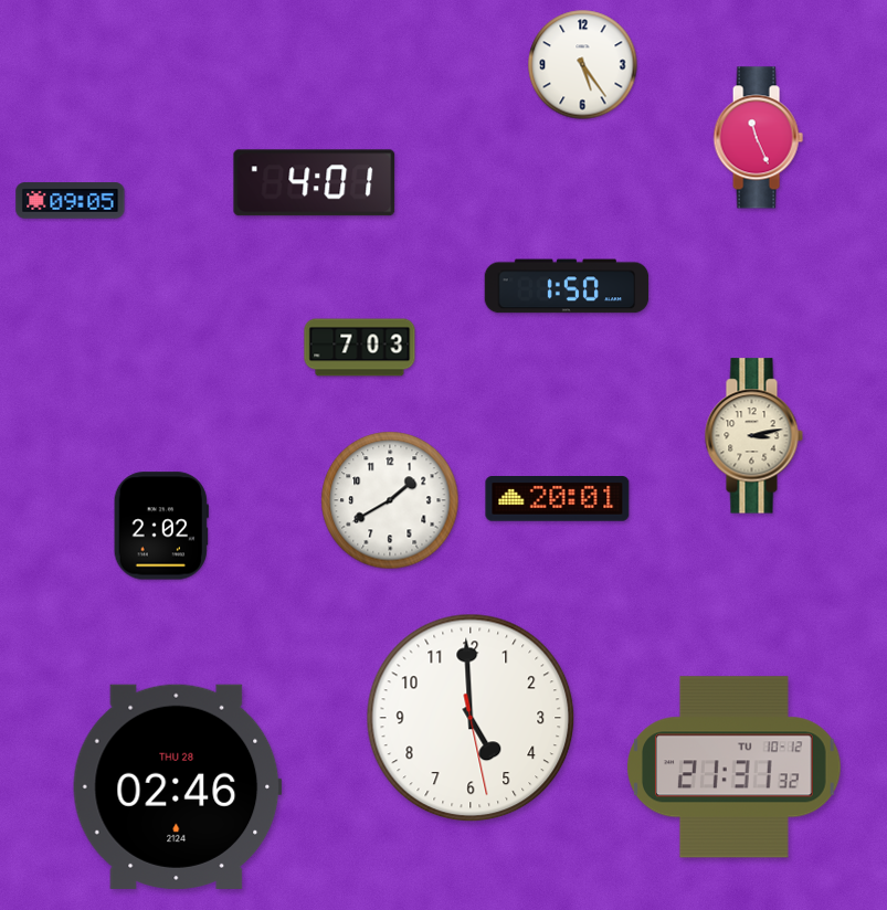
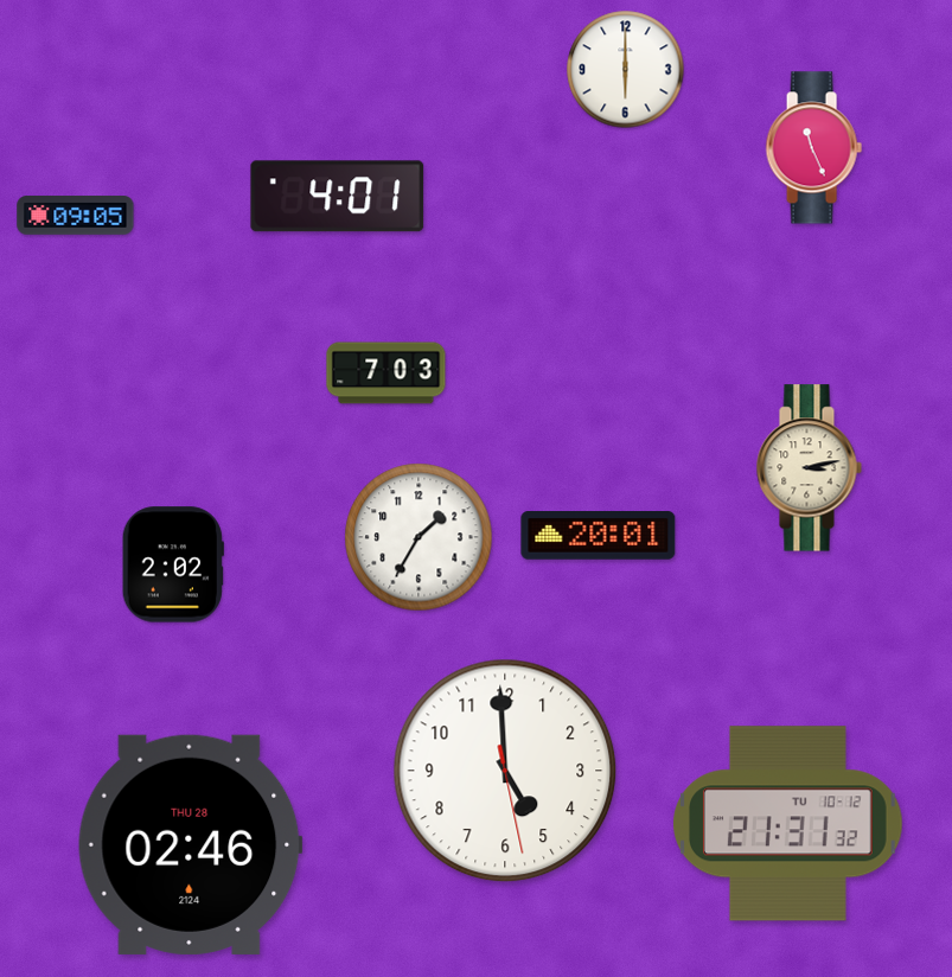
clock at (583, 65): 5:24 -> 6:00
clock at (567, 286): 1:50 -> none
clock at (390, 500): 1:40 -> 1:35
